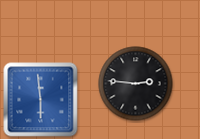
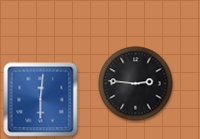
clock at (41, 100): 5:59 -> 6:01
